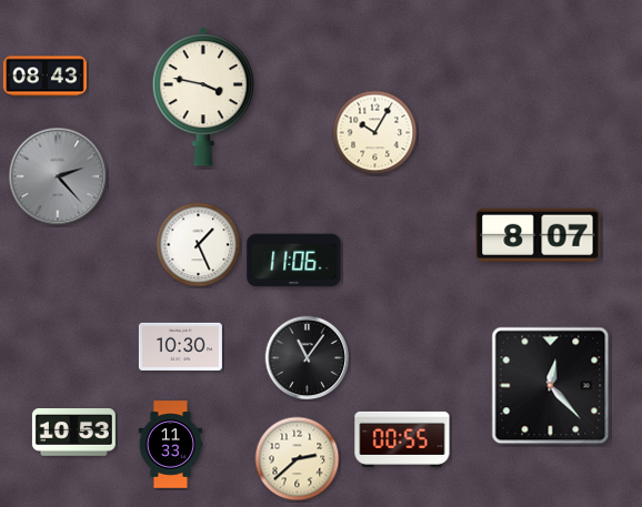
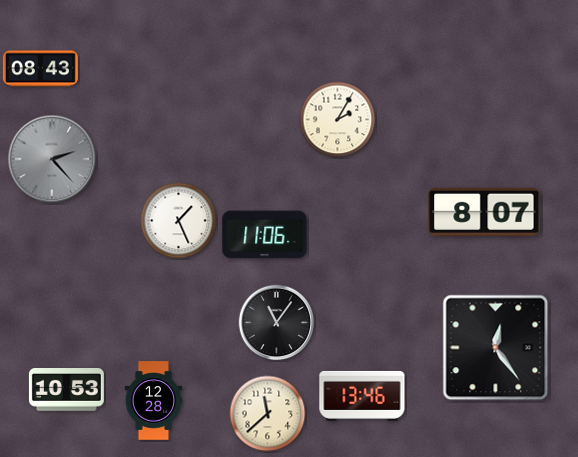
clock at (203, 97): 3:47 -> none
clock at (375, 133): 10:05 -> 2:05
clock at (180, 346): 10:30 -> none
clock at (551, 386): 12:23 -> 12:24
clock at (402, 439): 00:55 -> 13:46
clock at (171, 445): 11:33 -> 12:28
clock at (298, 459): 2:38 -> 11:38
